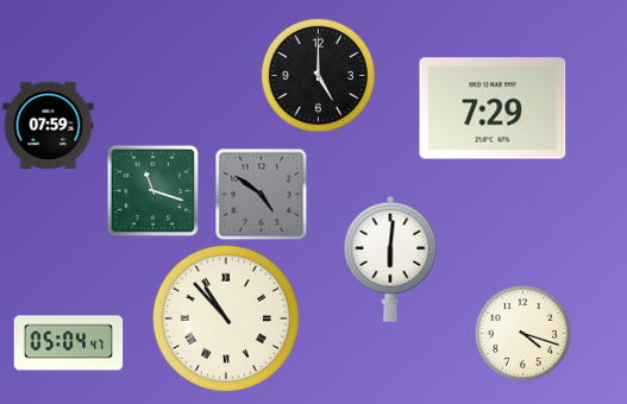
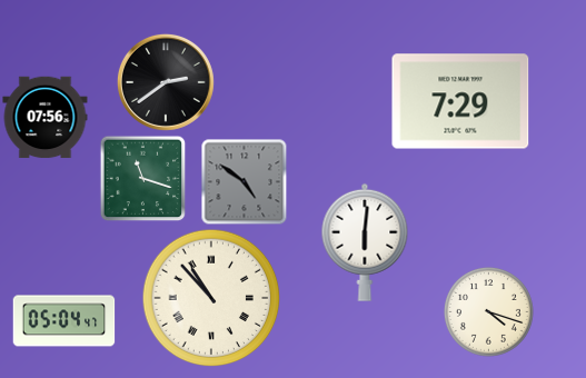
clock at (318, 75): 5:00 -> none
clock at (166, 82): none -> 2:39
clock at (49, 126): 07:59 -> 07:56
